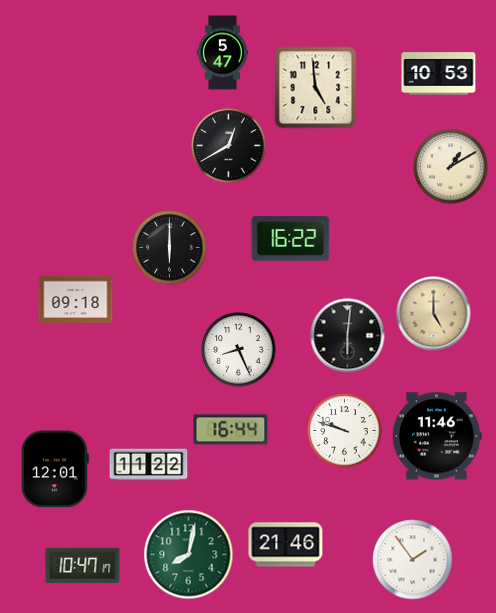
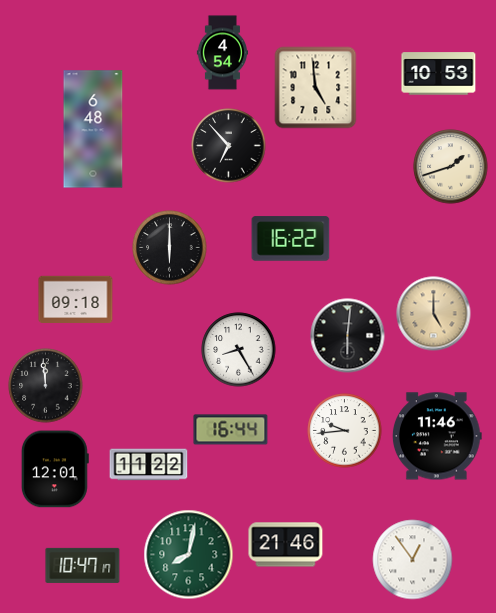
clock at (222, 53): 5:47 -> 4:54
clock at (93, 129): none -> 6:48
clock at (229, 146): 12:40 -> 6:53
clock at (451, 167): 1:10 -> 1:42
clock at (239, 350): 8:26 -> 8:25
clock at (46, 386): none -> 11:59
clock at (345, 431): 9:48 -> 9:44
clock at (413, 560): 1:54 -> 12:54
